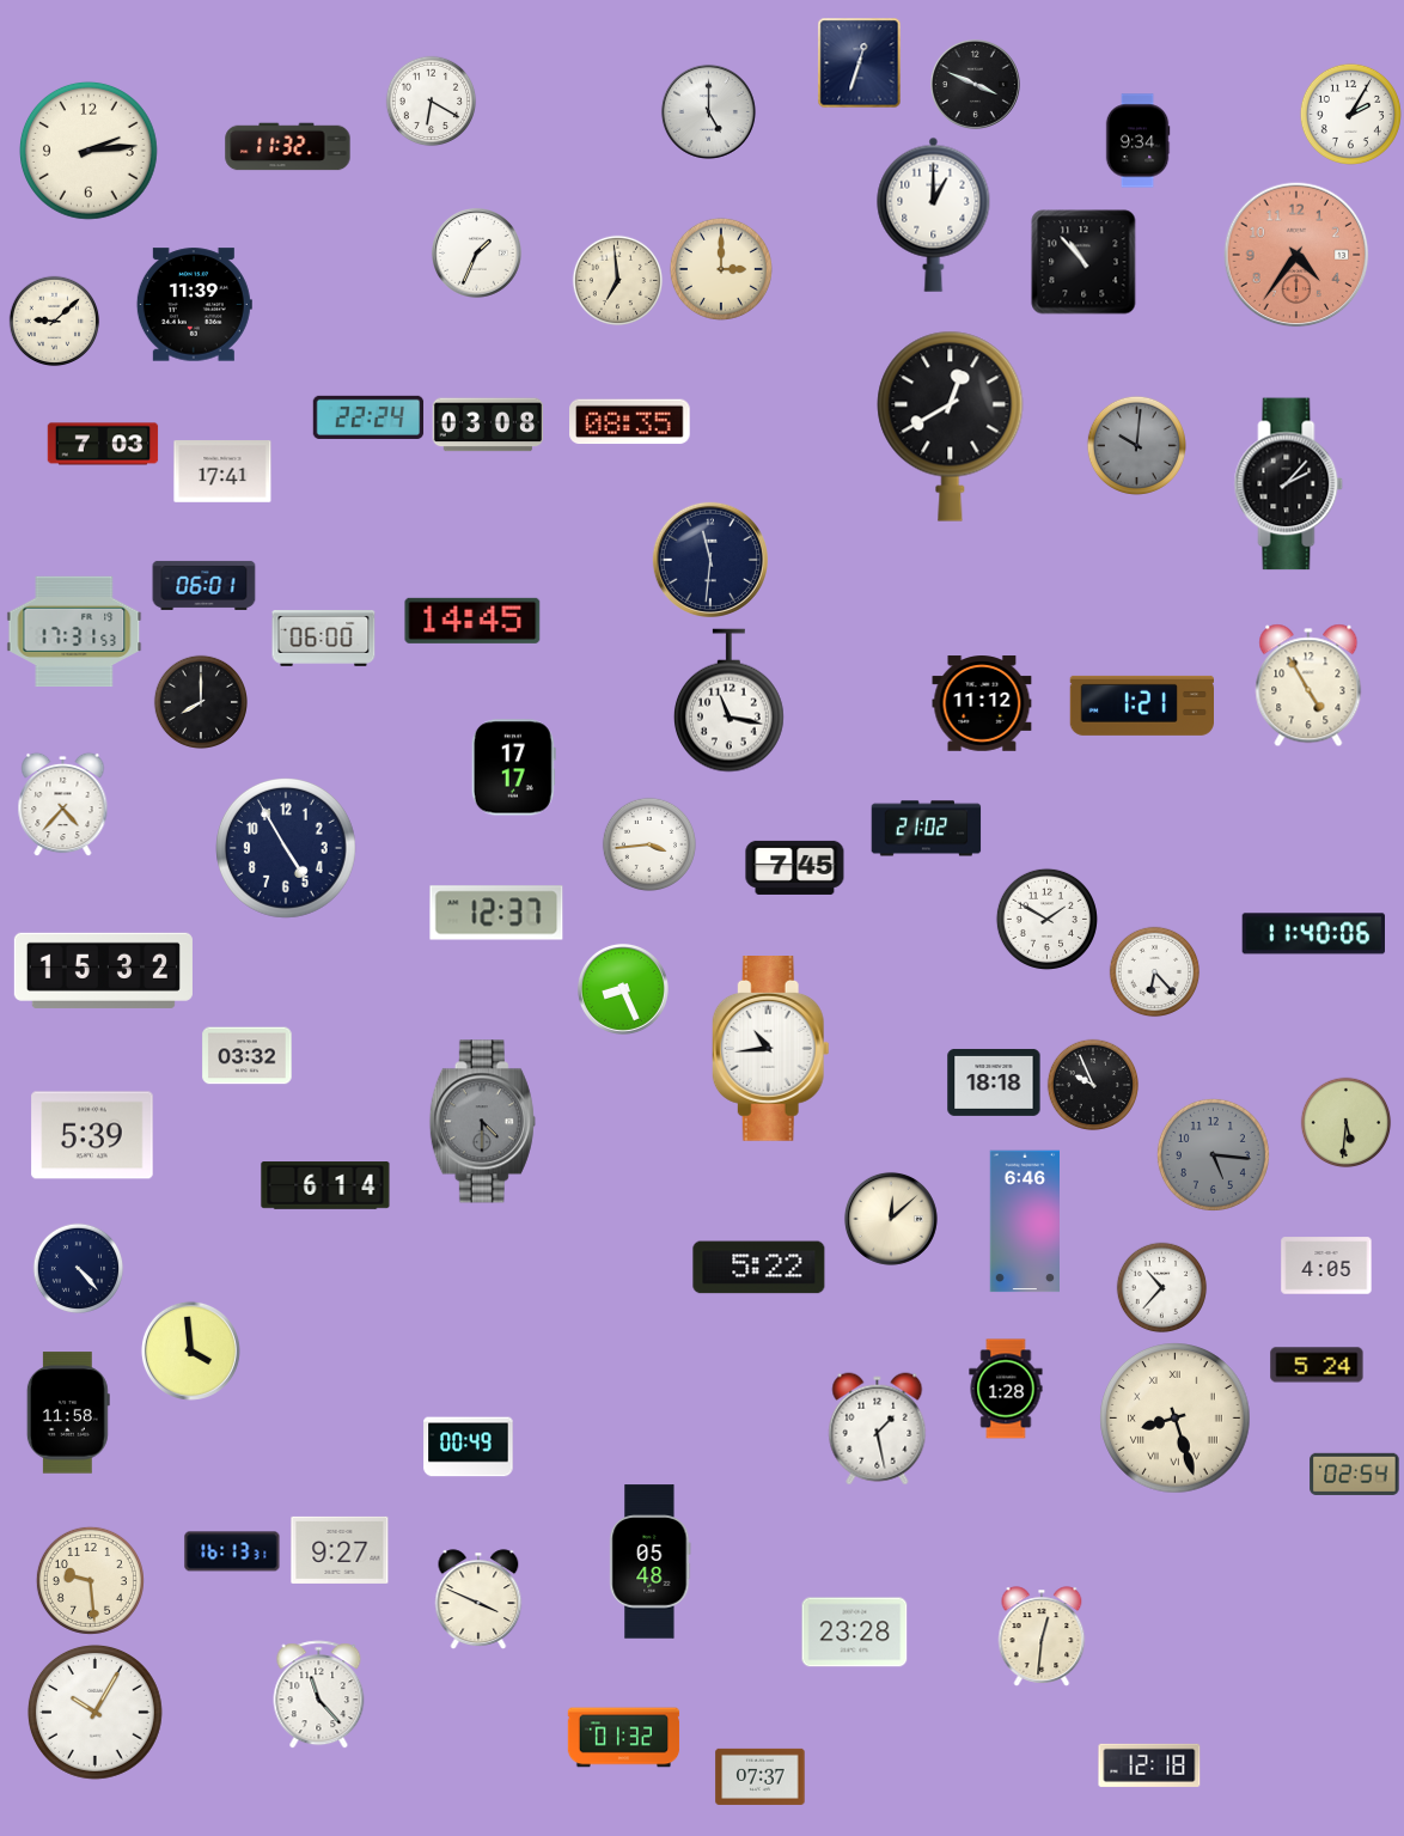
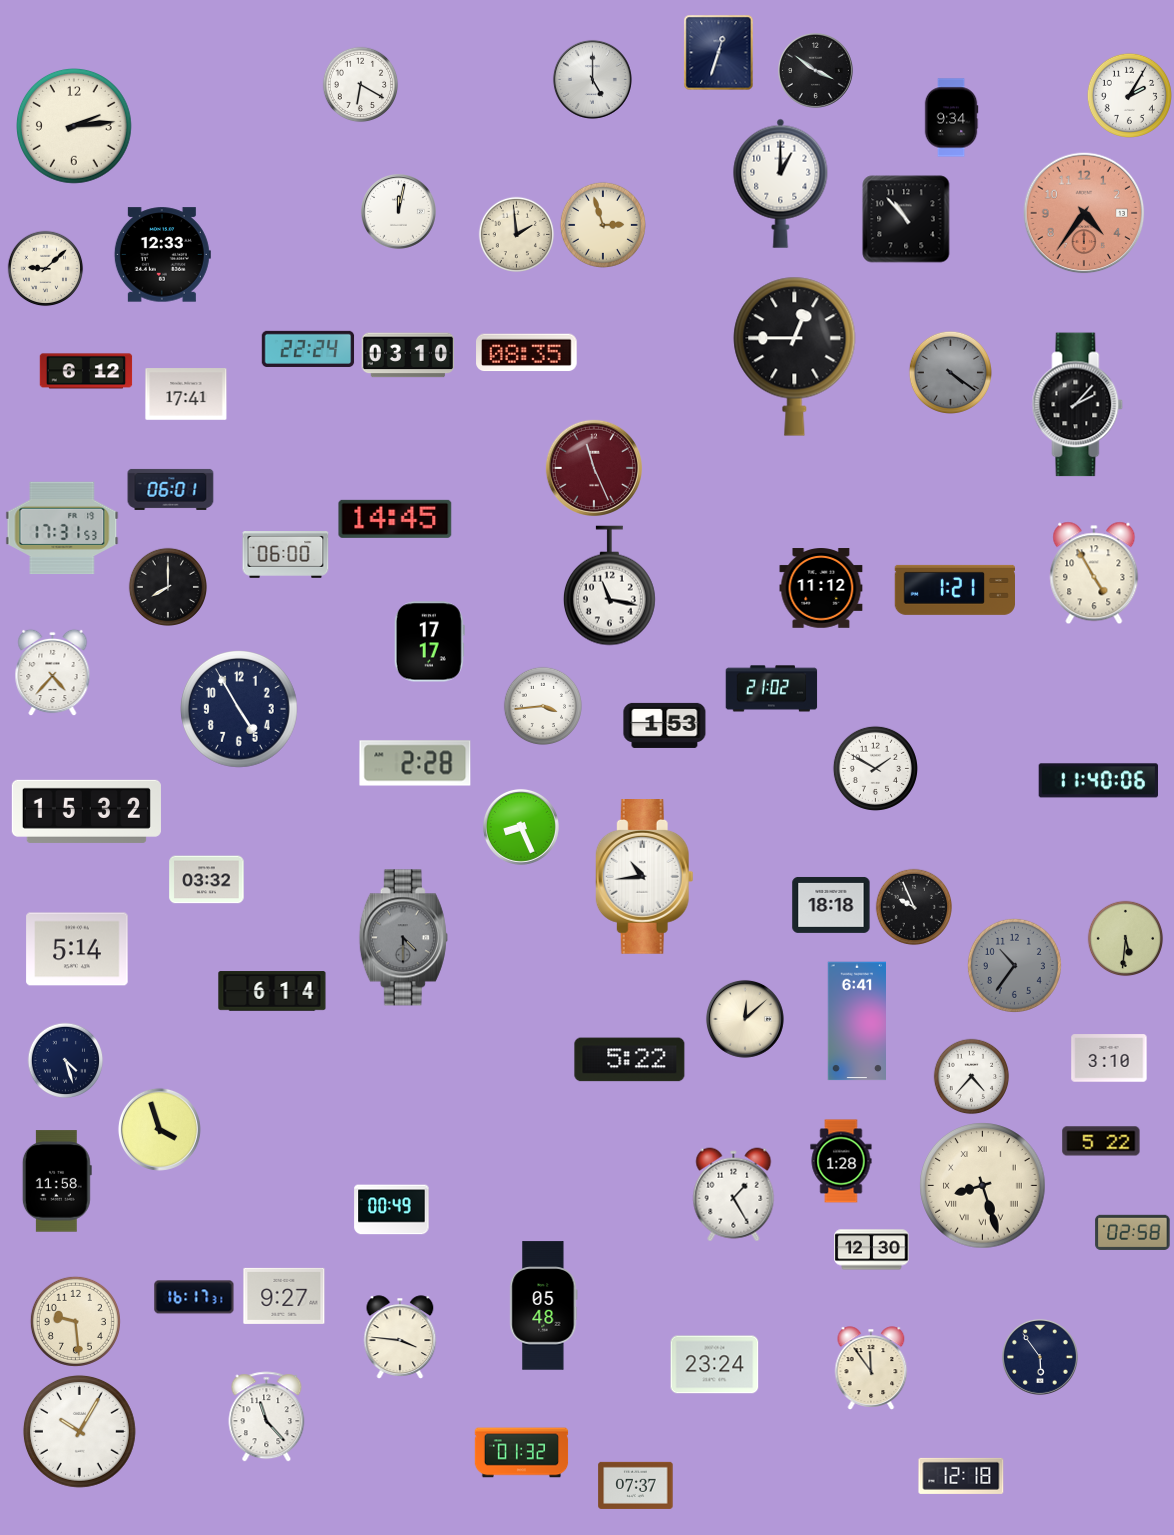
clock at (975, 84): 3:49 -> 3:51
clock at (708, 111) position: (708, 111) -> (592, 79)
clock at (288, 147): 11:32 -> none
clock at (934, 214) position: (934, 214) -> (781, 183)
clock at (476, 252): 1:34 -> 12:02
clock at (721, 269): 3:00 -> 2:57
clock at (618, 281): 6:59 -> 1:59
clock at (194, 305): 11:39 -> 12:33
clock at (488, 425): 03:08 -> 03:10
clock at (951, 426): 12:40 -> 12:45
clock at (103, 444): 7:03 -> 6:12
clock at (1136, 445): 10:01 -> 4:21
clock at (710, 560): 11:31 -> 11:26
clock at (710, 560) dial: navy -> burgundy
clock at (324, 639) position: (324, 639) -> (286, 555)
clock at (927, 829) position: (927, 829) -> (772, 689)
clock at (795, 867): 7:45 -> 1:53
clock at (496, 913): 12:37 -> 2:28
clock at (1155, 972): 6:23 -> none
clock at (248, 1056) position: (248, 1056) -> (207, 880)
clock at (92, 1135): 5:39 -> 5:14
clock at (1213, 1154): 5:16 -> 10:36
clock at (1025, 1221): 6:46 -> 6:41
clock at (1326, 1265): 4:05 -> 3:10
clock at (759, 1268) position: (759, 1268) -> (630, 1060)
clock at (79, 1269): 4:23 -> 4:27
clock at (1162, 1288): 10:37 -> 4:37
clock at (190, 1350): 3:59 -> 3:57
clock at (1317, 1365): 5:24 -> 5:22
clock at (878, 1429): 1:28 -> 1:25
clock at (1355, 1474): 02:54 -> 02:58
clock at (872, 1250): none -> 12:30
clock at (232, 1551): 16:13 -> 16:17
clock at (478, 1599): 3:49 -> 3:46
clock at (1040, 1357): none -> 5:54
clock at (855, 1633): 23:28 -> 23:24
clock at (1042, 1636): 12:31 -> 11:54
